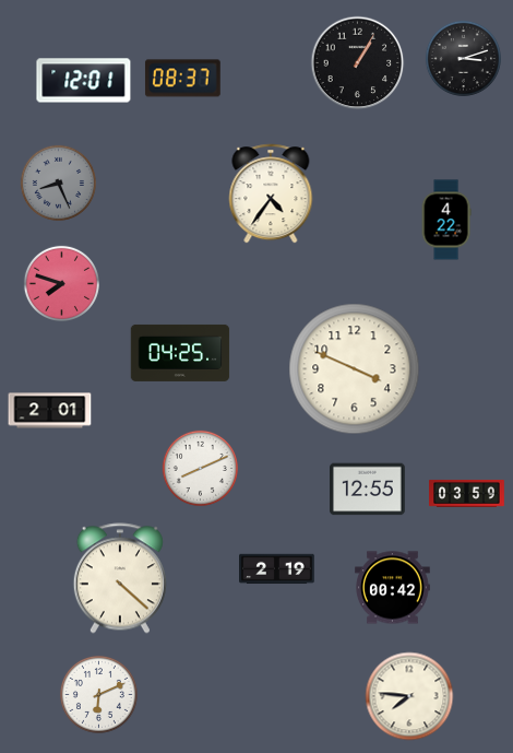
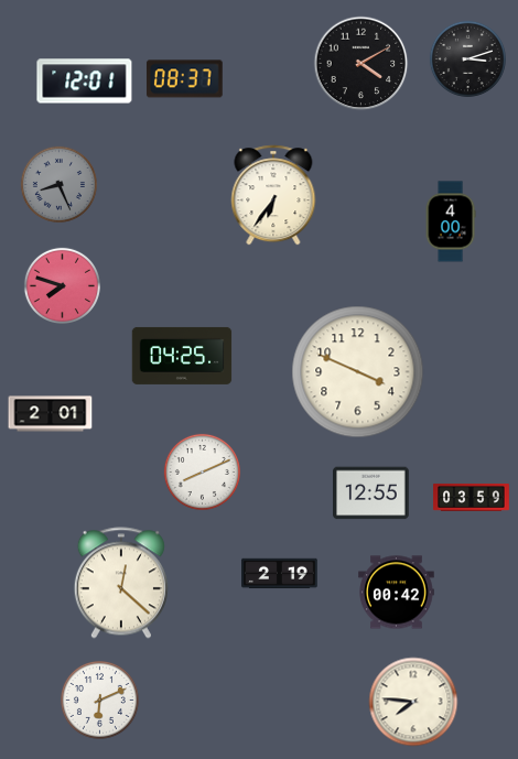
clock at (358, 63): 1:05 -> 4:10
clock at (271, 193): 4:36 -> 6:36
clock at (446, 220): 4:22 -> 4:00
clock at (120, 578): 4:22 -> 12:22
